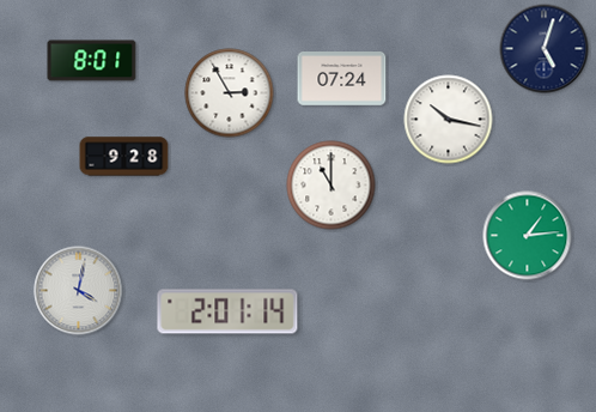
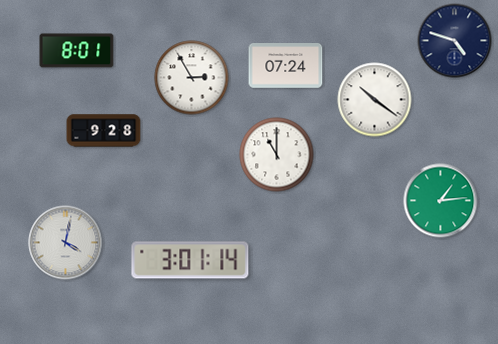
clock at (545, 49): 5:03 -> 4:48
clock at (449, 120): 10:17 -> 10:21
clock at (528, 236) position: (528, 236) -> (441, 201)
clock at (227, 311): 2:01 -> 3:01
